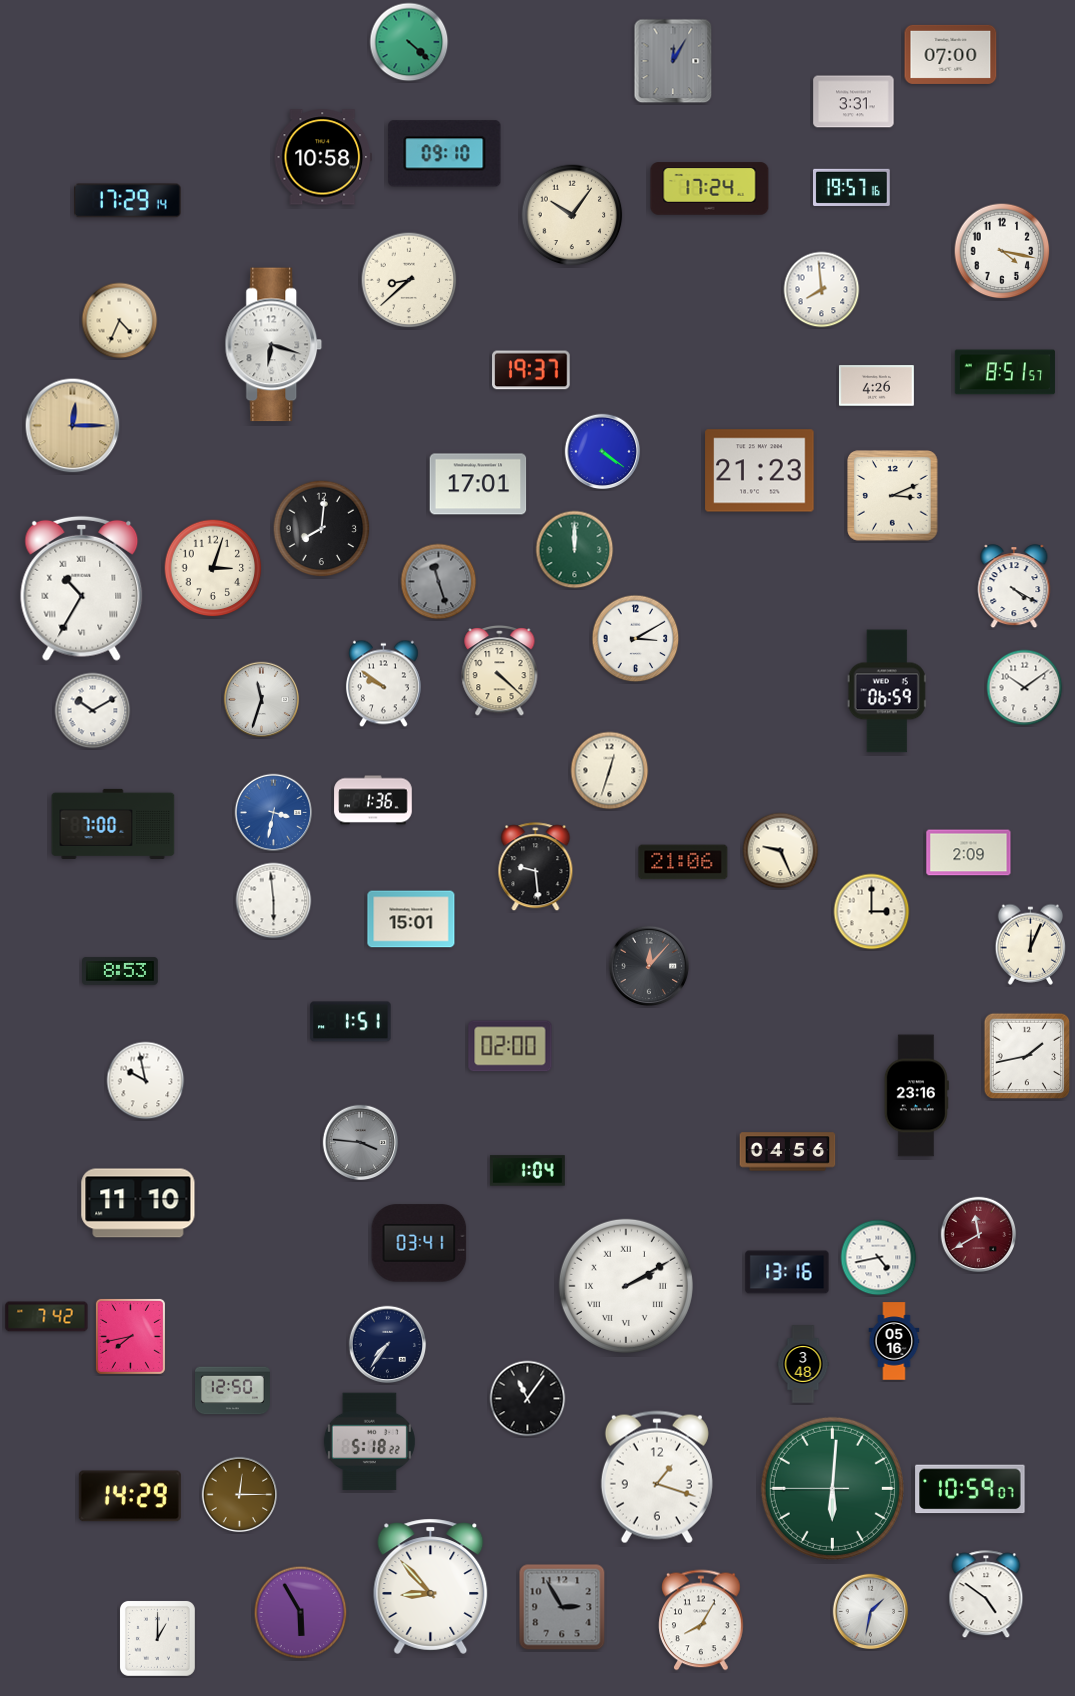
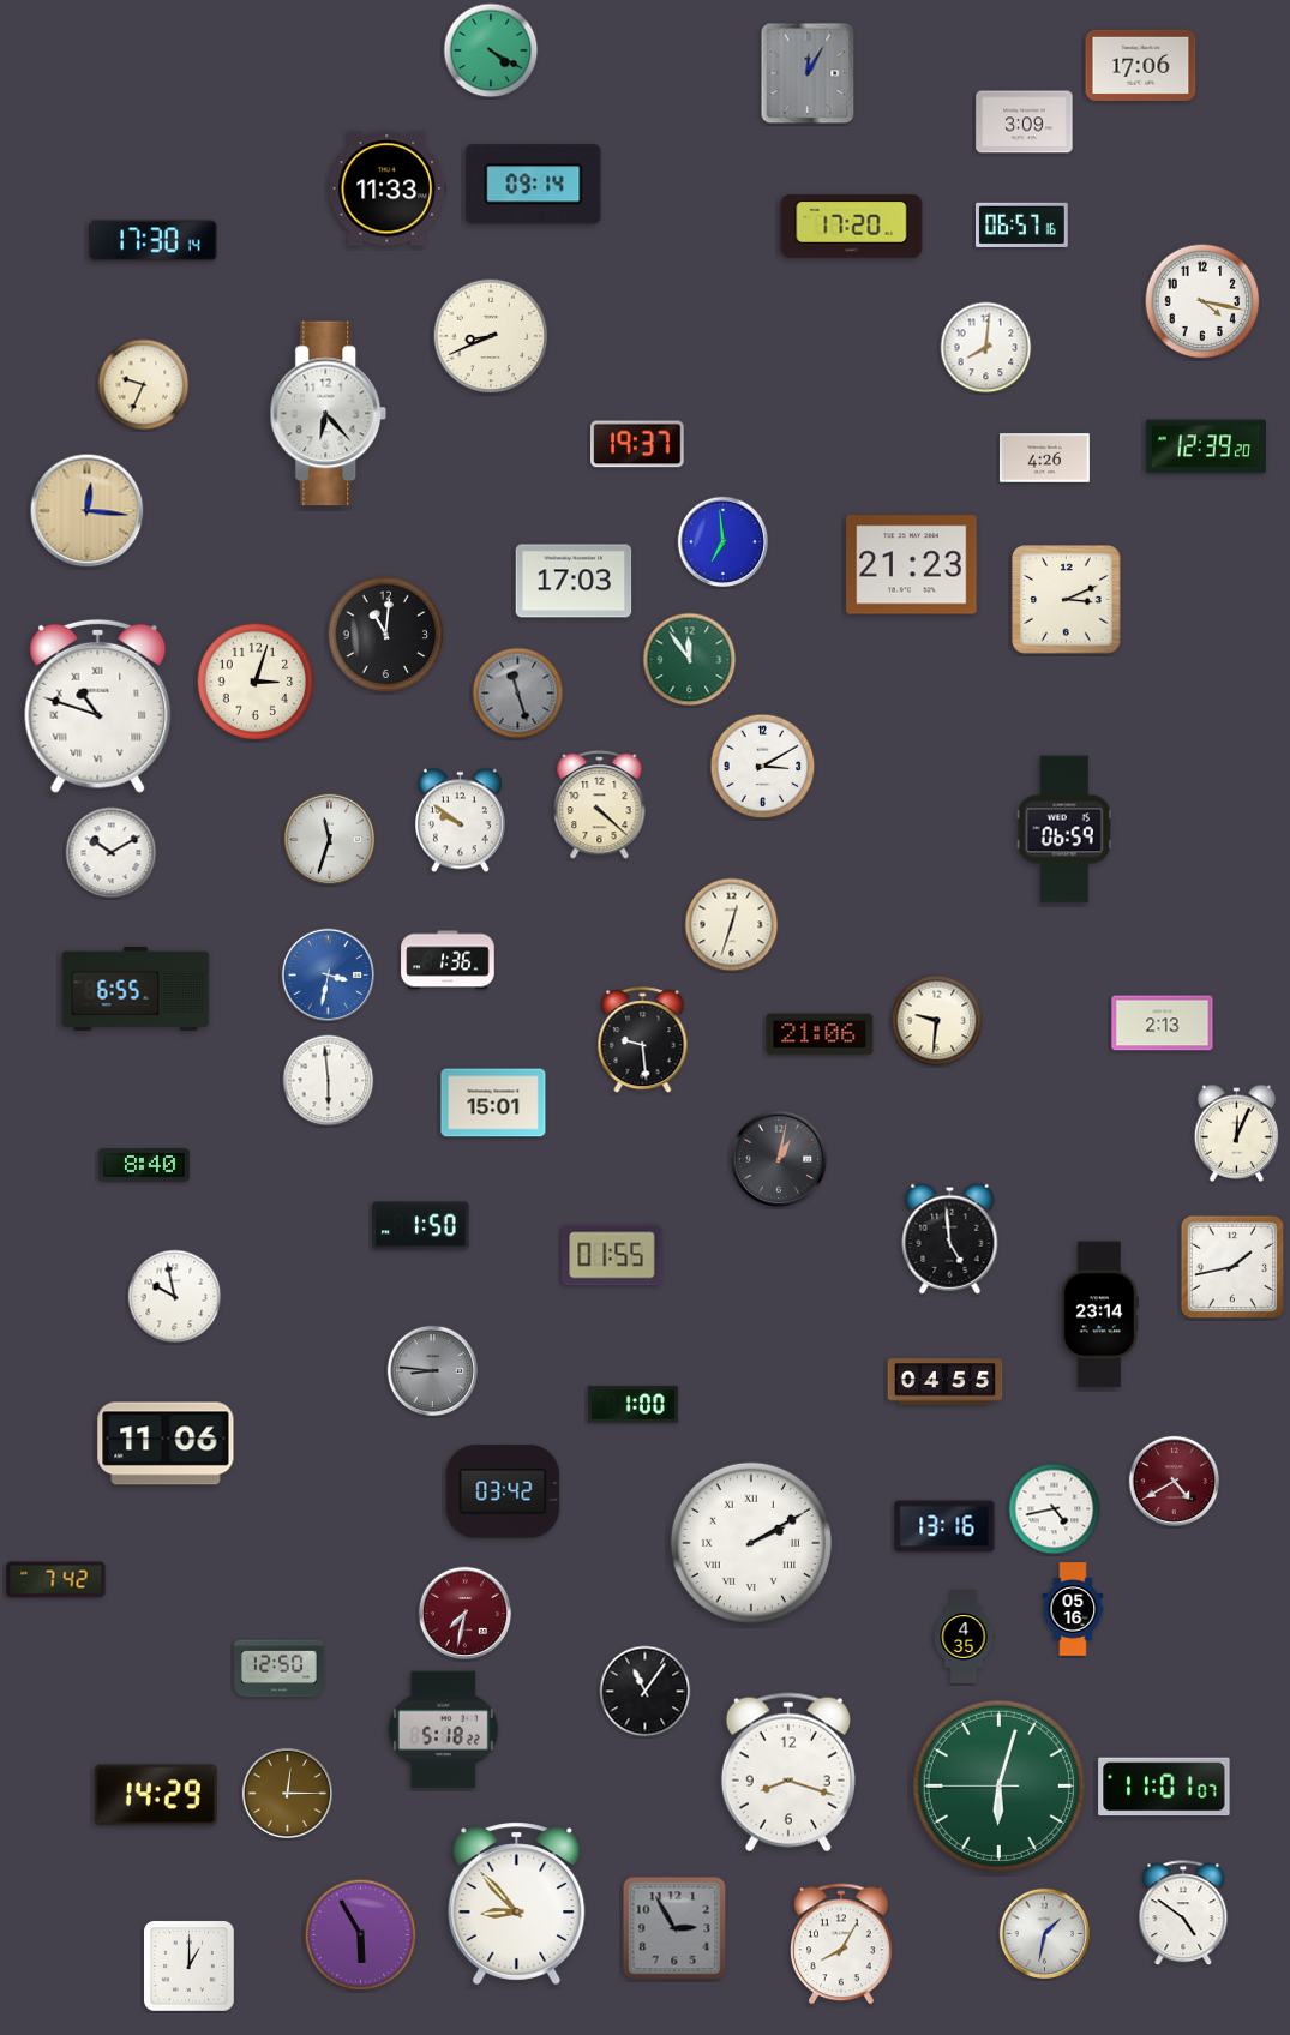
clock at (409, 42): 4:22 -> 4:20
clock at (951, 54): 07:00 -> 17:06
clock at (854, 102): 3:31 -> 3:09
clock at (445, 154): 09:10 -> 09:14
clock at (322, 157): 10:58 -> 11:33
clock at (852, 187): 19:57 -> 06:57
clock at (710, 189): 17:24 -> 17:20
clock at (128, 201): 17:29 -> 17:30
clock at (572, 215): 10:06 -> none
clock at (409, 280): 8:38 -> 8:41
clock at (822, 290): 7:59 -> 8:01
clock at (120, 321): 4:34 -> 9:34
clock at (274, 345): 6:18 -> 6:23
clock at (1005, 372): 8:51 -> 12:39
clock at (876, 386) position: (876, 386) -> (1044, 458)
clock at (73, 426): 12:15 -> 12:16
clock at (603, 452): 4:21 -> 6:59
clock at (478, 484): 17:01 -> 17:03
clock at (893, 496) position: (893, 496) -> (1067, 600)
clock at (322, 529): 8:01 -> 11:01
clock at (575, 550): 12:00 -> 11:54
clock at (439, 582) position: (439, 582) -> (518, 694)
clock at (1014, 587): 4:20 -> none
clock at (82, 588): 10:35 -> 10:48
clock at (1025, 688): 10:09 -> none
clock at (262, 700) position: (262, 700) -> (330, 840)
clock at (113, 824): 7:00 -> 6:55
clock at (781, 851): 9:26 -> 9:31
clock at (969, 853): 2:09 -> 2:13
clock at (872, 912): 3:00 -> none
clock at (649, 966): 12:07 -> 1:02
clock at (121, 971): 8:53 -> 8:40
clock at (351, 1022): 1:51 -> 1:50
clock at (950, 1238): none -> 4:59
clock at (510, 1046): 02:00 -> 01:55
clock at (916, 1096): 23:16 -> 23:14
clock at (361, 1143): 3:46 -> 8:46
clock at (788, 1152): 04:56 -> 04:55
clock at (527, 1171): 1:04 -> 1:00
clock at (138, 1203): 11:10 -> 11:06
clock at (979, 1235): 11:40 -> 4:40
clock at (419, 1243): 03:41 -> 03:42
clock at (130, 1336): 7:43 -> none
clock at (388, 1345): 7:36 -> 7:32
clock at (388, 1345) dial: navy -> burgundy
clock at (803, 1364): 3:48 -> 4:35
clock at (528, 1399) position: (528, 1399) -> (646, 1692)
clock at (657, 1477): 1:18 -> 8:18
clock at (832, 1488): 6:00 -> 6:02
clock at (970, 1489): 10:59 -> 11:01
